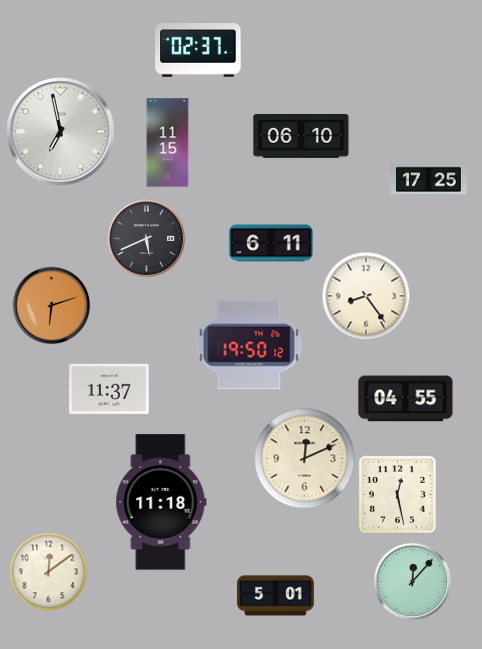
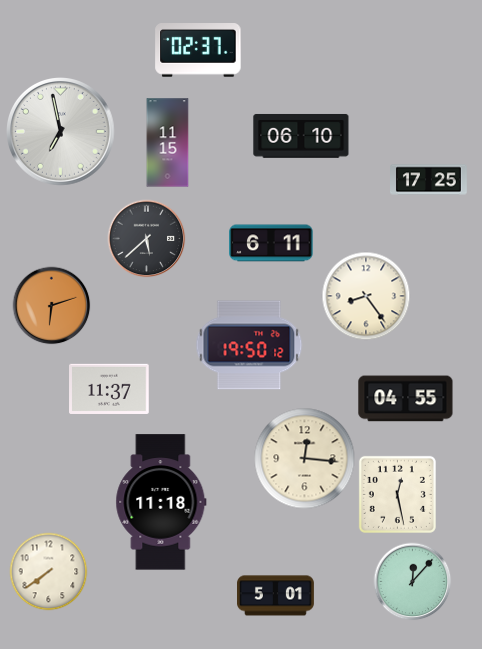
clock at (146, 238): 5:41 -> 5:38
clock at (305, 459): 12:11 -> 12:16
clock at (48, 571): 12:09 -> 7:39
